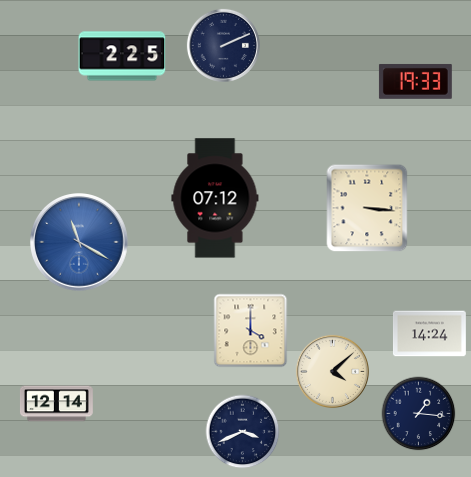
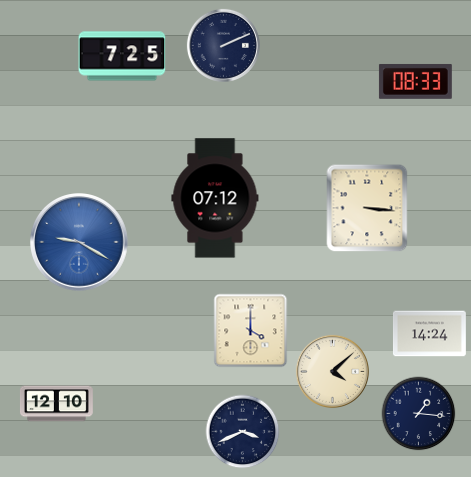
clock at (122, 56): 2:25 -> 7:25
clock at (415, 81): 19:33 -> 08:33
clock at (79, 242): 11:20 -> 9:20
clock at (56, 404): 12:14 -> 12:10
